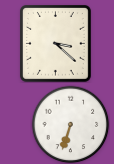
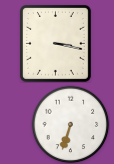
clock at (55, 43): 3:22 -> 3:17
